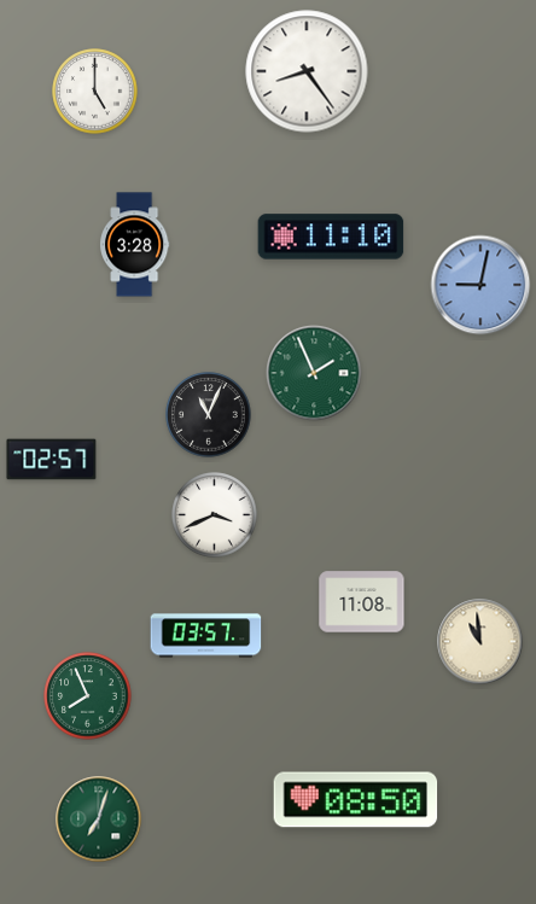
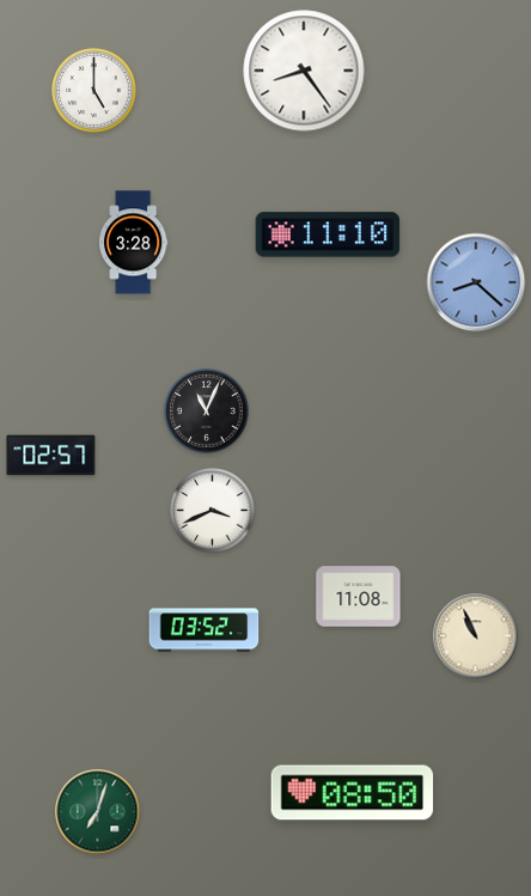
clock at (480, 285): 9:02 -> 8:22
clock at (314, 373): 1:56 -> none
clock at (206, 636): 03:57 -> 03:52
clock at (480, 642): 10:59 -> 10:56
clock at (88, 696): 7:56 -> none
